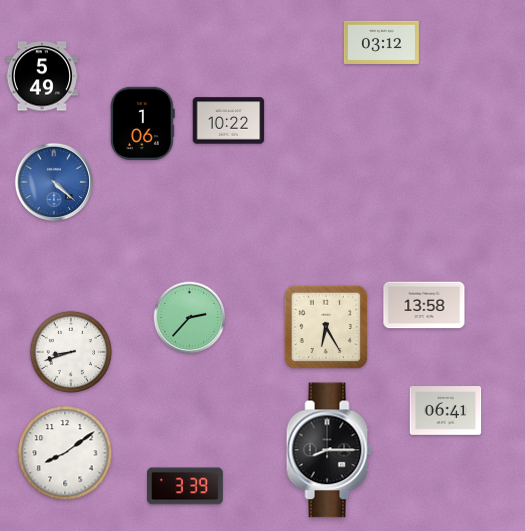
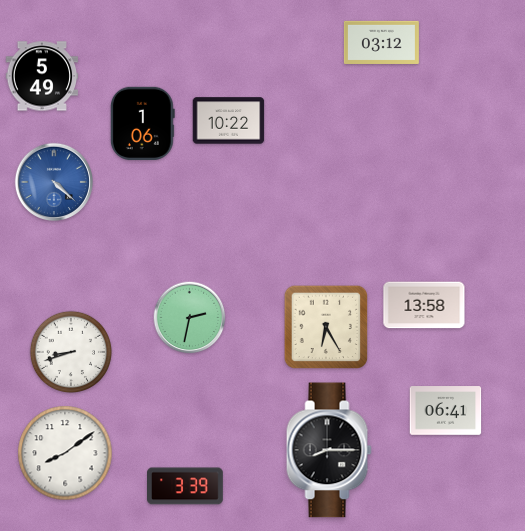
clock at (190, 318): 2:37 -> 2:32
